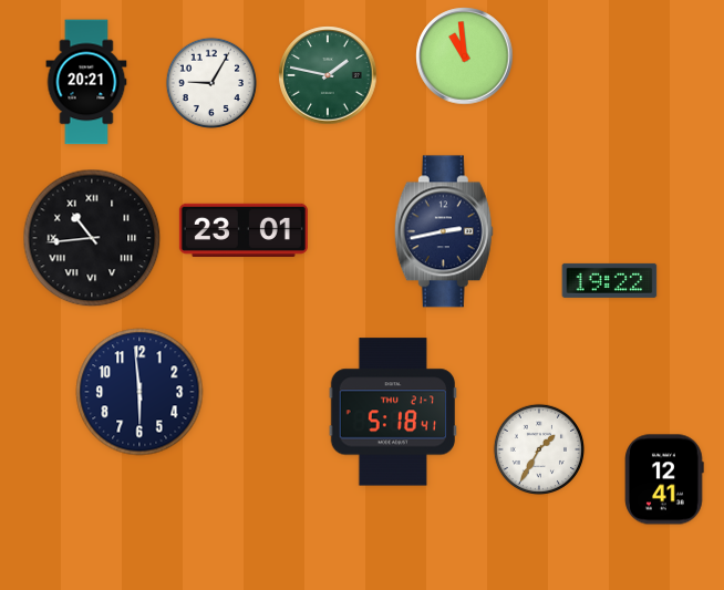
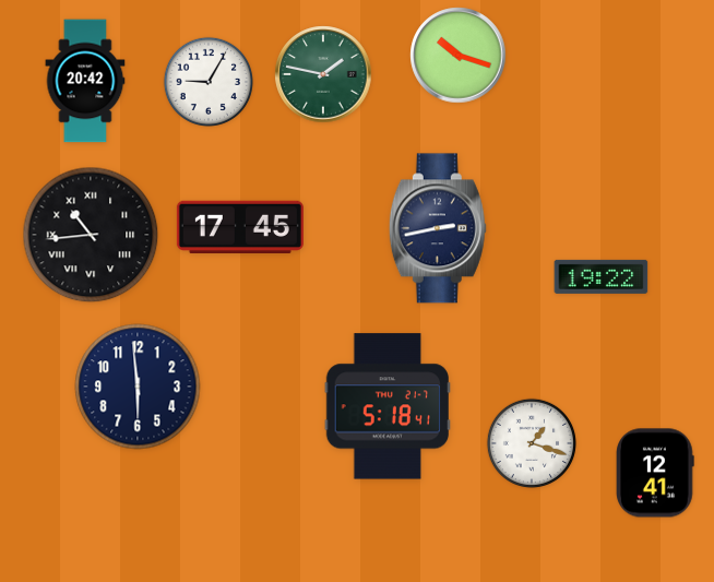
clock at (465, 56): 10:59 -> 10:18
clock at (86, 82): 20:21 -> 20:42
clock at (244, 229): 23:01 -> 17:45
clock at (538, 448): 1:35 -> 1:18
